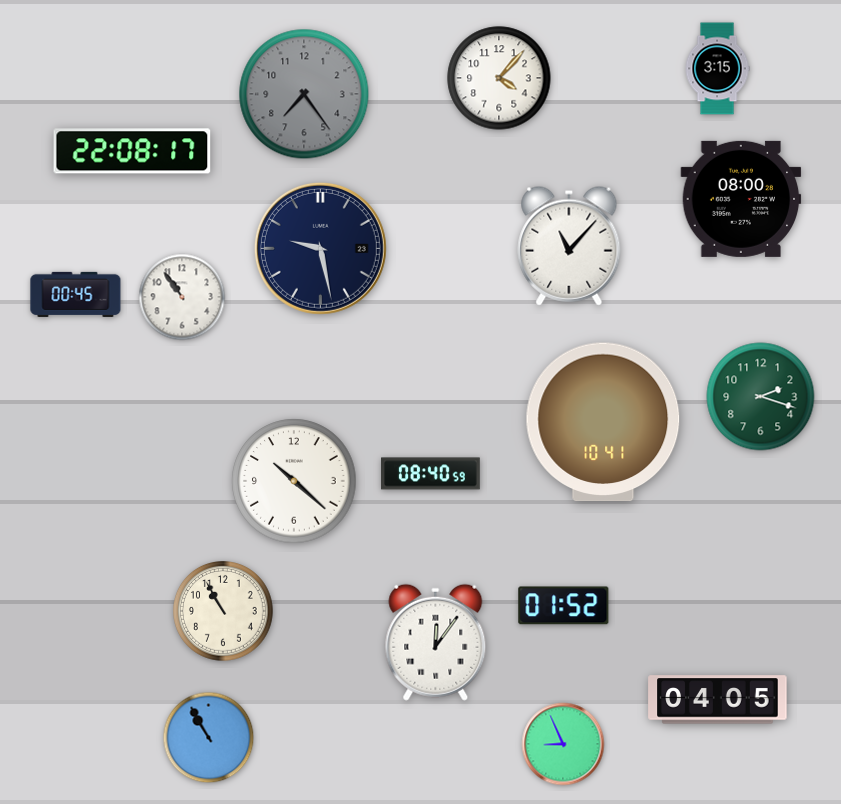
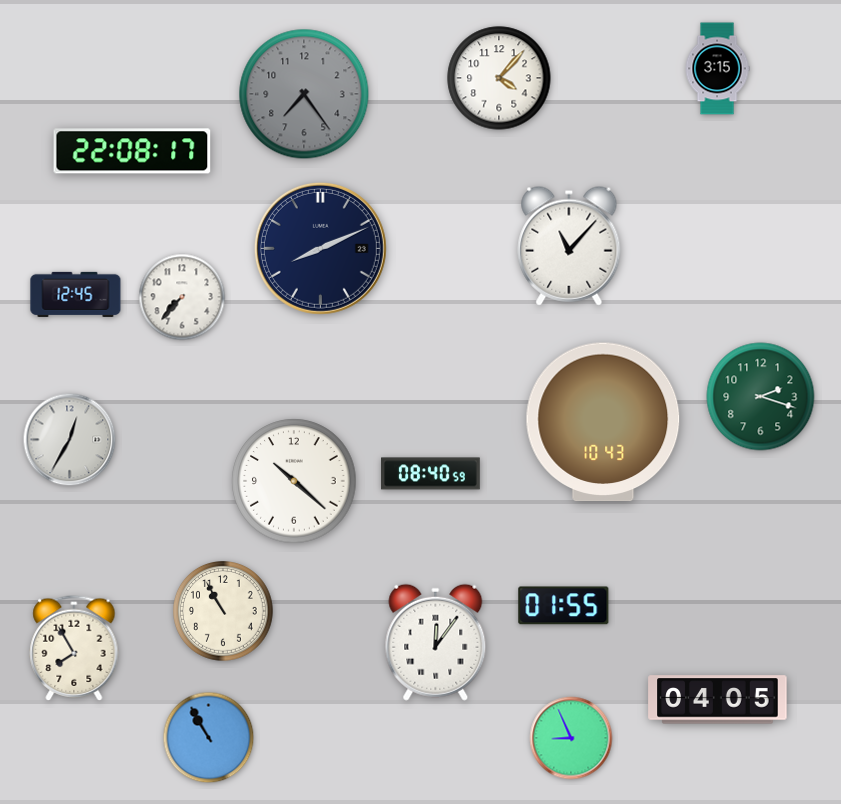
clock at (741, 199): 08:00 -> none
clock at (320, 248): 9:28 -> 8:11
clock at (76, 294): 00:45 -> 12:45
clock at (182, 297): 10:54 -> 7:37
clock at (603, 422): 10:41 -> 10:43
clock at (70, 440): none -> 12:35
clock at (564, 606): 01:52 -> 01:55
clock at (74, 648): none -> 7:55
clock at (563, 744) position: (563, 744) -> (571, 738)
